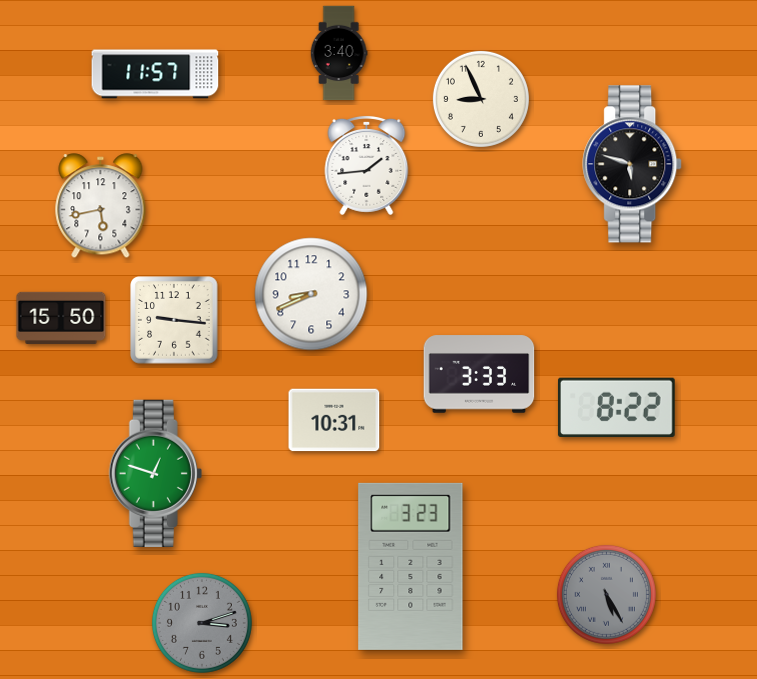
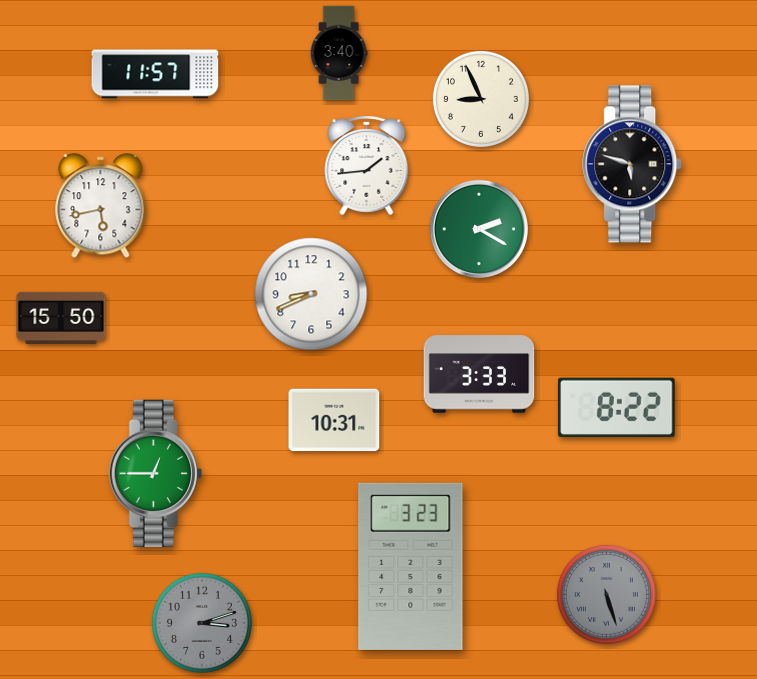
clock at (478, 228): none -> 2:20
clock at (174, 320): 9:16 -> none
clock at (155, 473): 12:48 -> 12:45
clock at (606, 594): 5:25 -> 5:27
